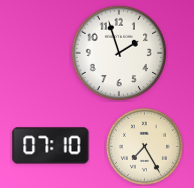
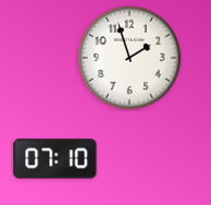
clock at (144, 146): 7:25 -> none
